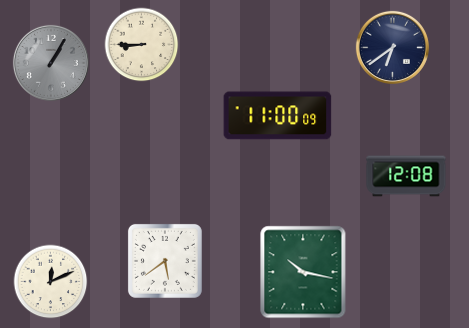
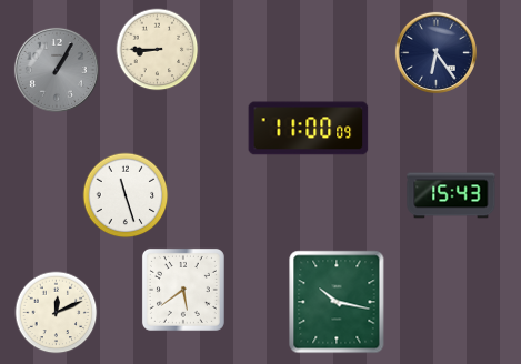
clock at (392, 47): 6:39 -> 6:24
clock at (126, 195): none -> 11:27
clock at (406, 176): 12:08 -> 15:43
